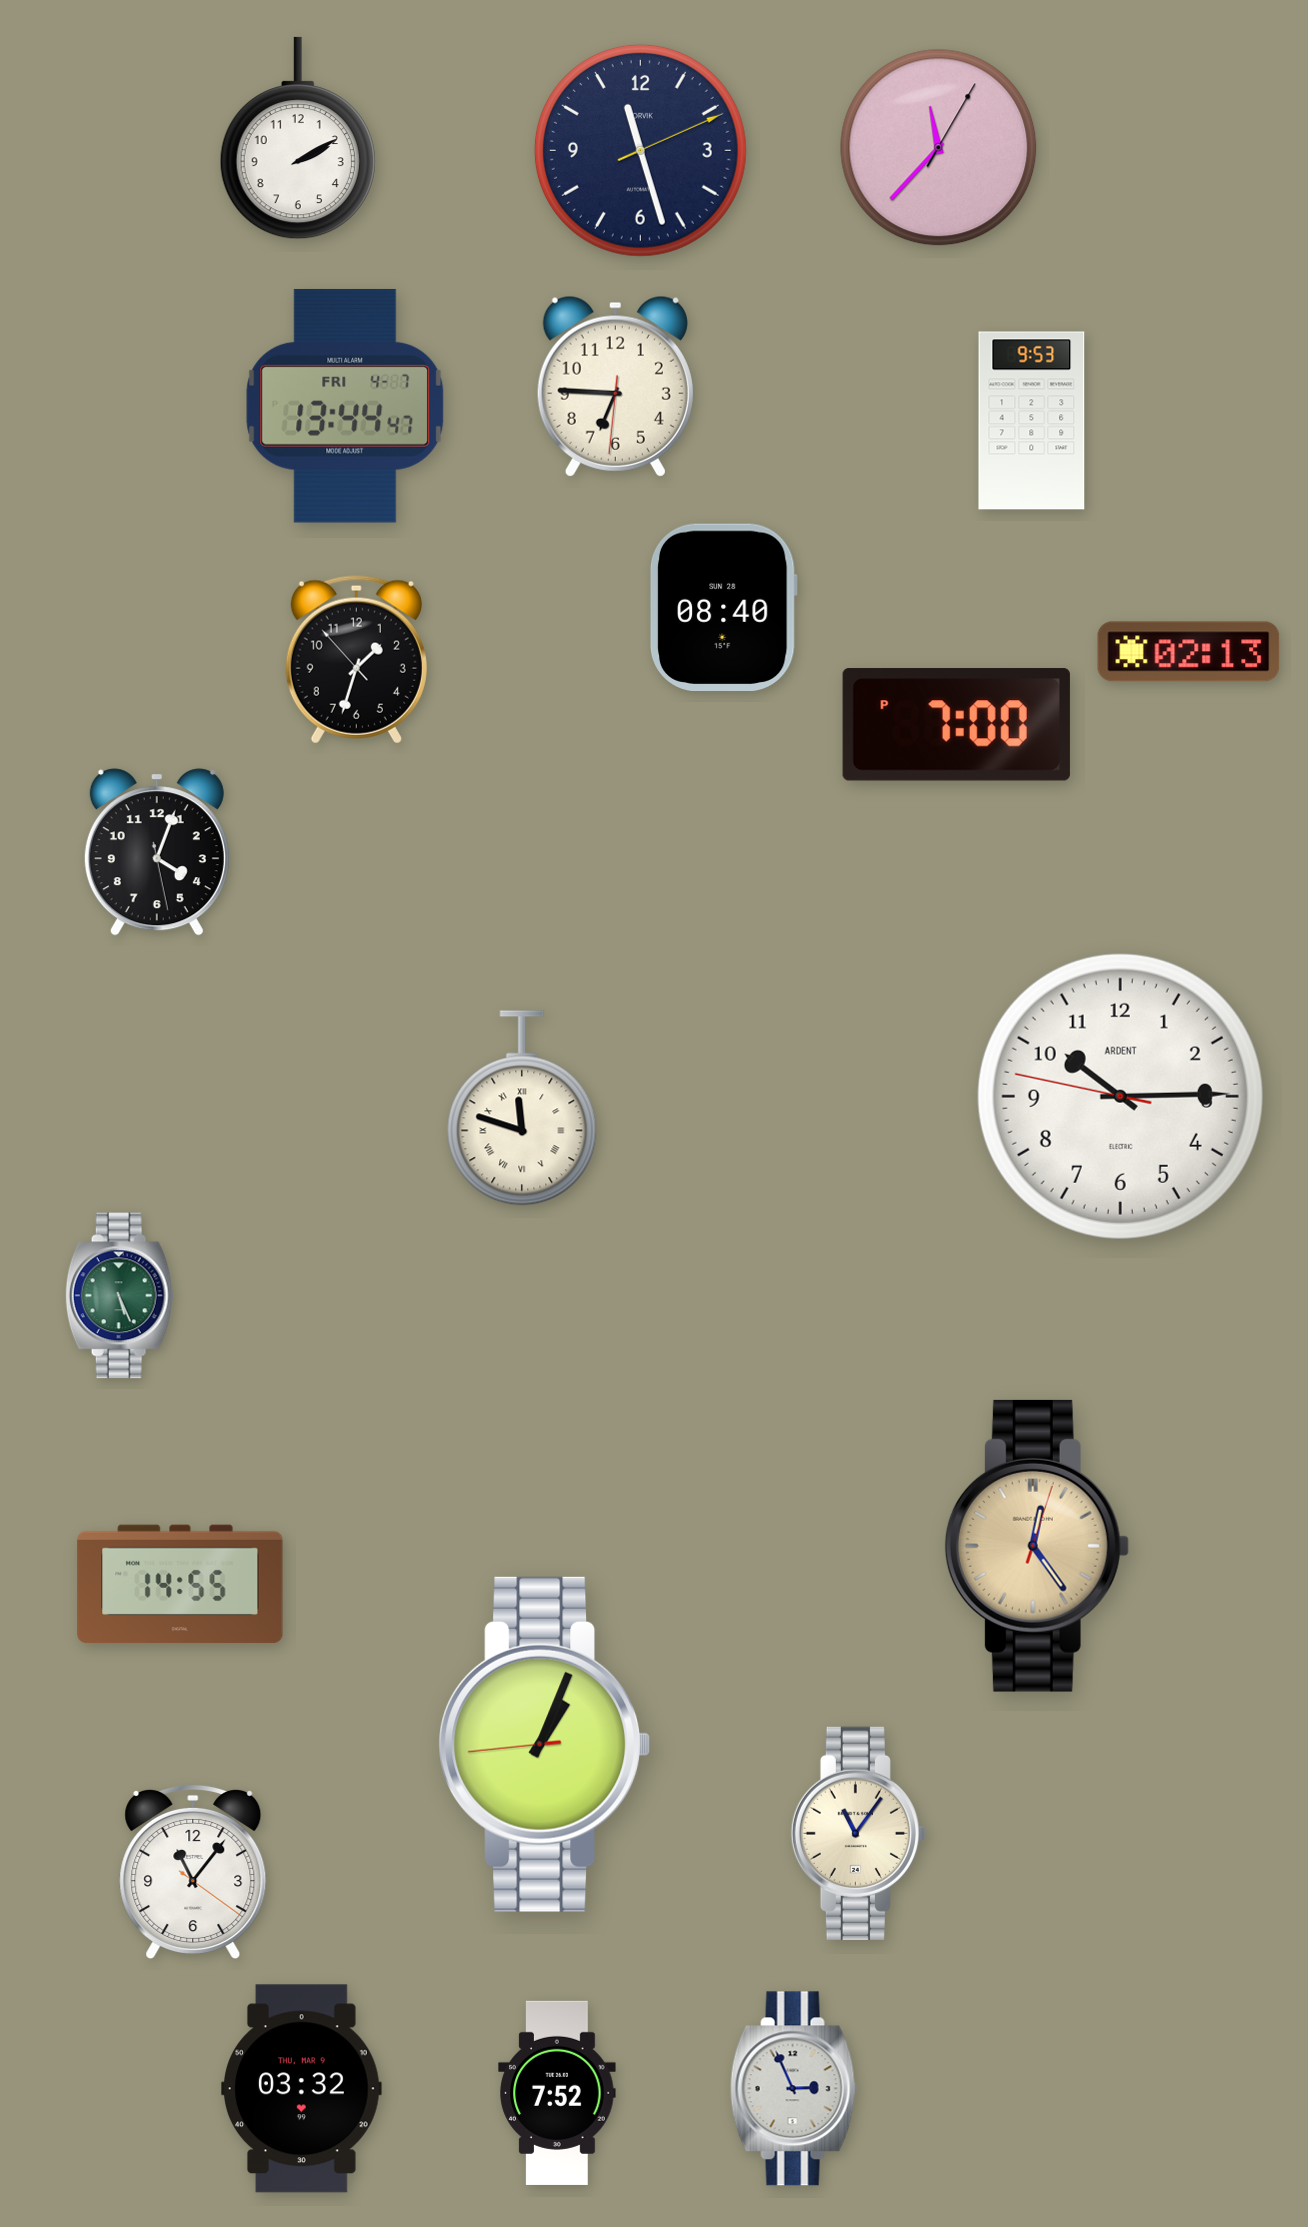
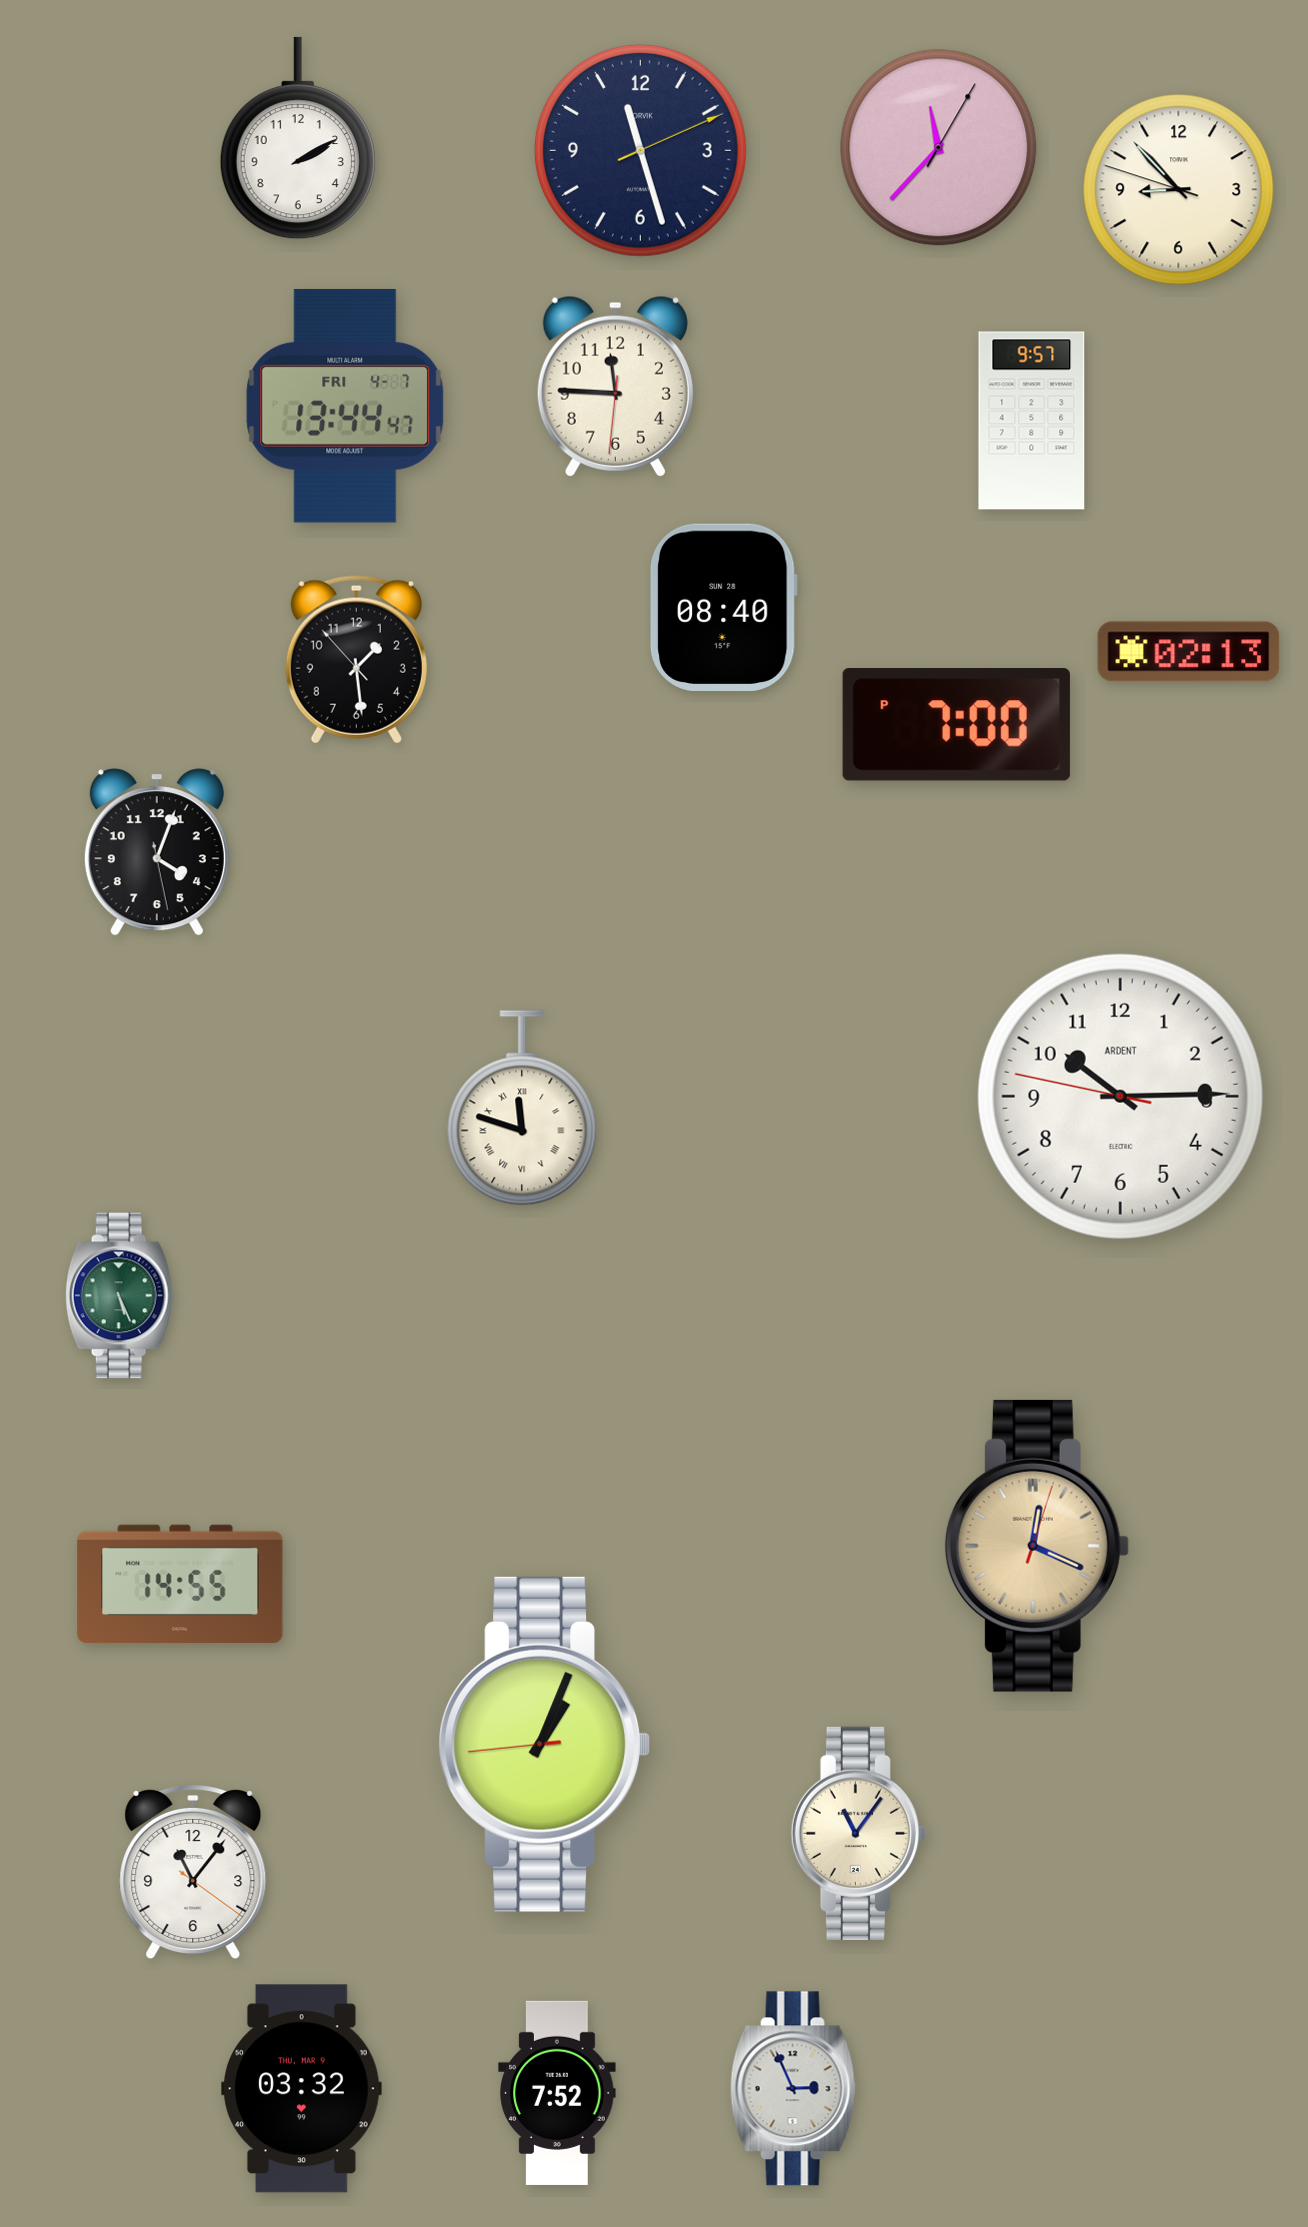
clock at (1179, 190): none -> 8:52
clock at (615, 386): 6:45 -> 11:45
clock at (1032, 421): 9:53 -> 9:57
clock at (356, 660): 1:32 -> 1:28
clock at (1037, 1546): 12:24 -> 12:19
